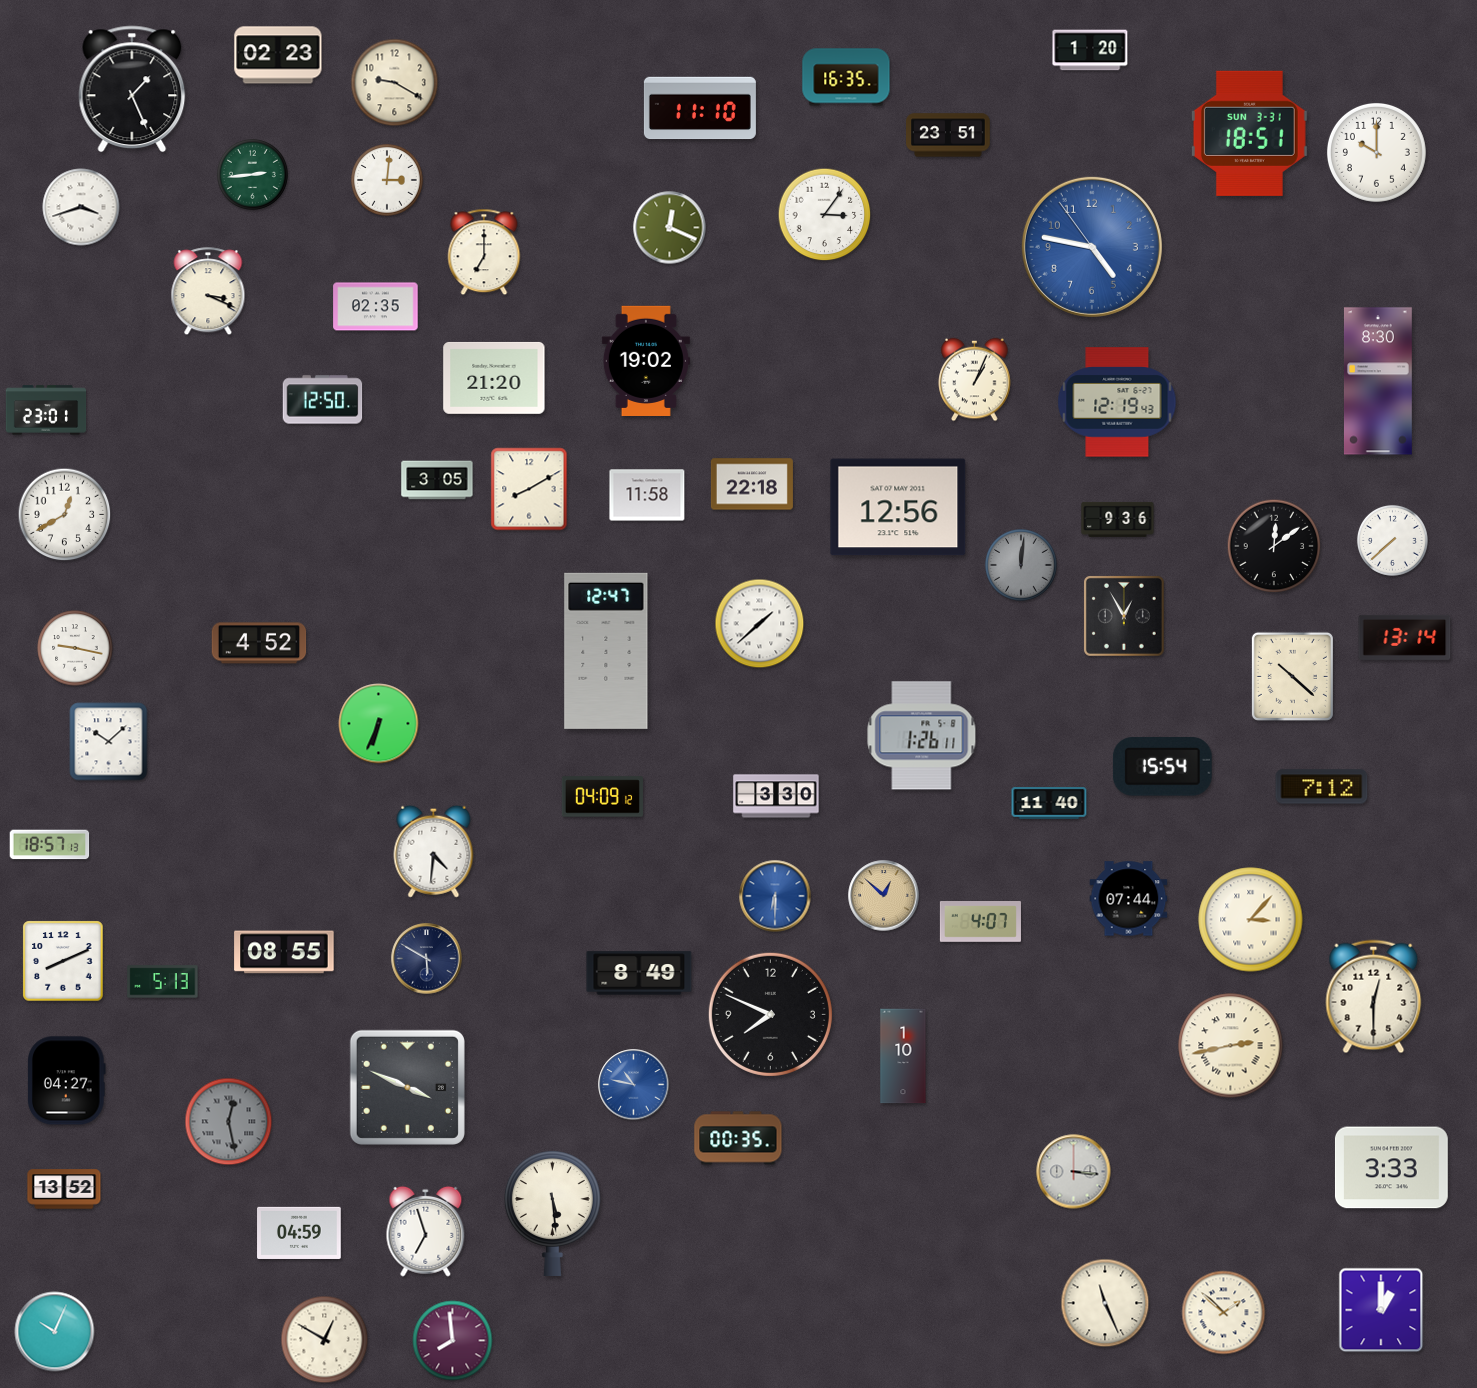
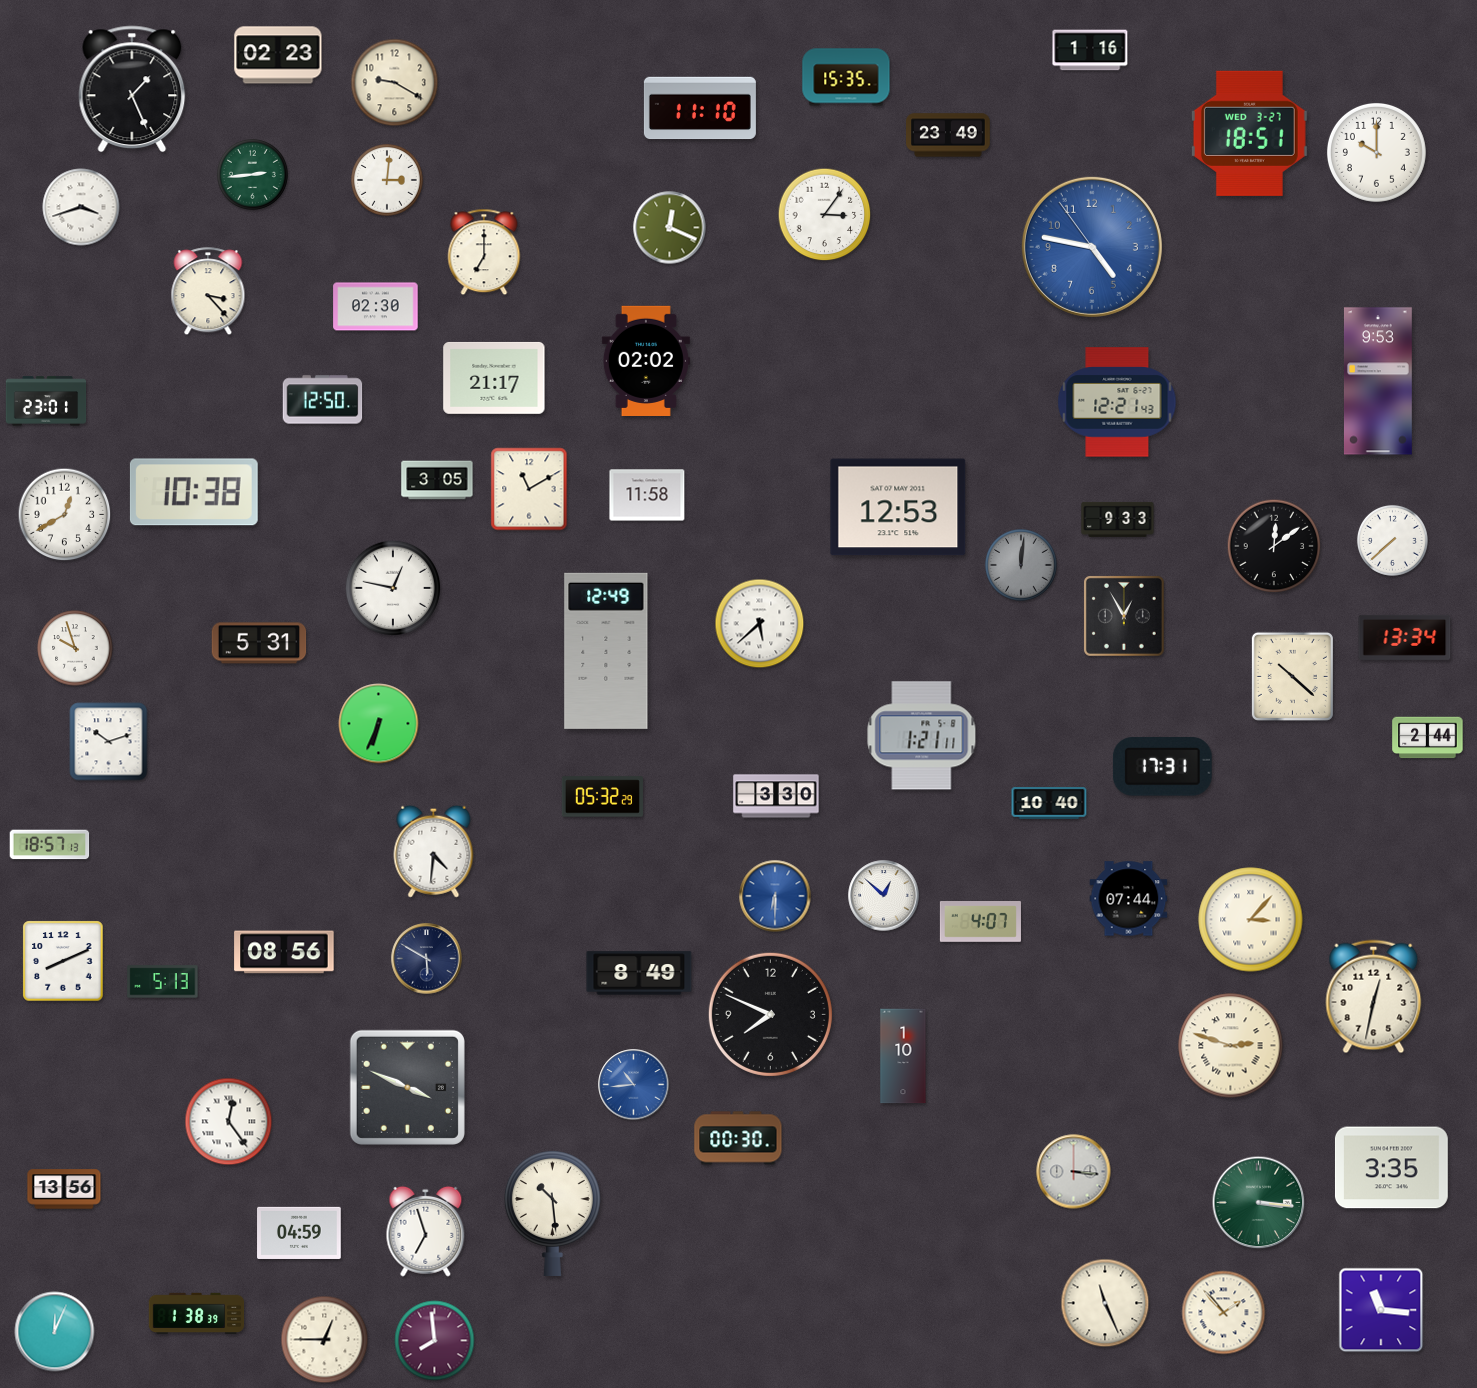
clock at (1090, 50): 1:20 -> 1:16
clock at (846, 77): 16:35 -> 15:35
clock at (1249, 133) date: SUN 3-31 -> WED 3-27
clock at (948, 135): 23:51 -> 23:49
clock at (208, 292): 3:19 -> 3:23
clock at (376, 307): 02:35 -> 02:30
clock at (646, 360): 19:02 -> 02:02
clock at (494, 378): 21:20 -> 21:17
clock at (975, 380): 1:04 -> none
clock at (1378, 381): 8:30 -> 9:53
clock at (1117, 402): 12:19 -> 12:21
clock at (46, 410) position: (46, 410) -> (46, 401)
clock at (752, 484): 22:18 -> none
clock at (529, 489): 8:10 -> 11:10
clock at (194, 492): none -> 10:38
clock at (898, 507): 12:56 -> 12:53
clock at (1118, 519): 9:36 -> 9:33
clock at (392, 587): none -> 12:47
clock at (760, 624): 1:38 -> 5:38
clock at (1405, 637): 13:14 -> 13:34
clock at (259, 643): 4:52 -> 5:31
clock at (75, 648): 9:17 -> 9:57
clock at (606, 651): 12:47 -> 12:49
clock at (922, 736): 1:26 -> 1:21
clock at (1428, 738): none -> 2:44
clock at (109, 742): 10:08 -> 10:12
clock at (1162, 767): 15:54 -> 17:31
clock at (1322, 787): 7:12 -> none
clock at (602, 797): 04:09 -> 05:32
clock at (1049, 804): 11:40 -> 10:40
clock at (884, 896) dial: champagne -> white
clock at (284, 952): 08:55 -> 08:56
clock at (1374, 997): 12:30 -> 12:32
clock at (1231, 1046): 2:43 -> 2:48
clock at (67, 1081): 04:27 -> none
clock at (634, 1085): 10:47 -> 10:44
clock at (229, 1122): 12:28 -> 12:24
clock at (229, 1122) dial: grey -> white
clock at (738, 1138): 00:35 -> 00:30
clock at (1391, 1168): 3:33 -> 3:35
clock at (64, 1189): 13:52 -> 13:56
clock at (1259, 1203): none -> 3:16
clock at (552, 1214): 5:29 -> 10:29
clock at (1381, 1310): 1:00 -> 11:16
clock at (1224, 1313): 1:52 -> 1:53
clock at (197, 1314): none -> 1:38
clock at (55, 1332): 10:04 -> 12:04
clock at (325, 1340): 12:50 -> 12:45
clock at (453, 1341) position: (453, 1341) -> (435, 1341)
